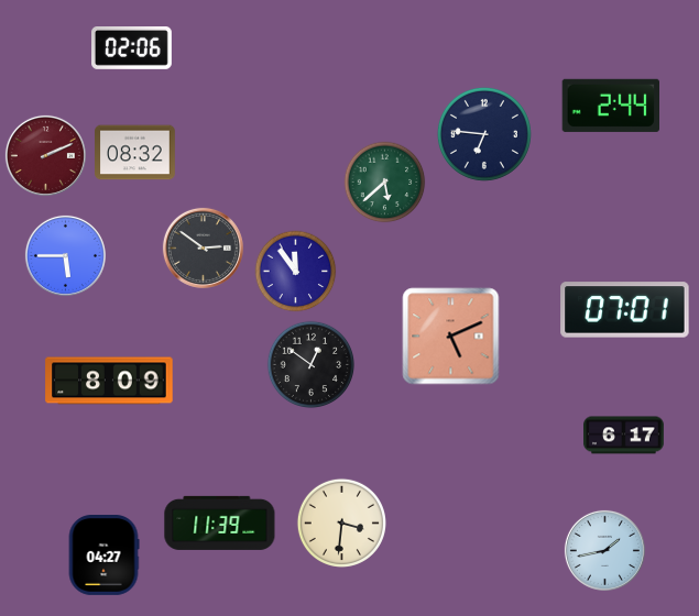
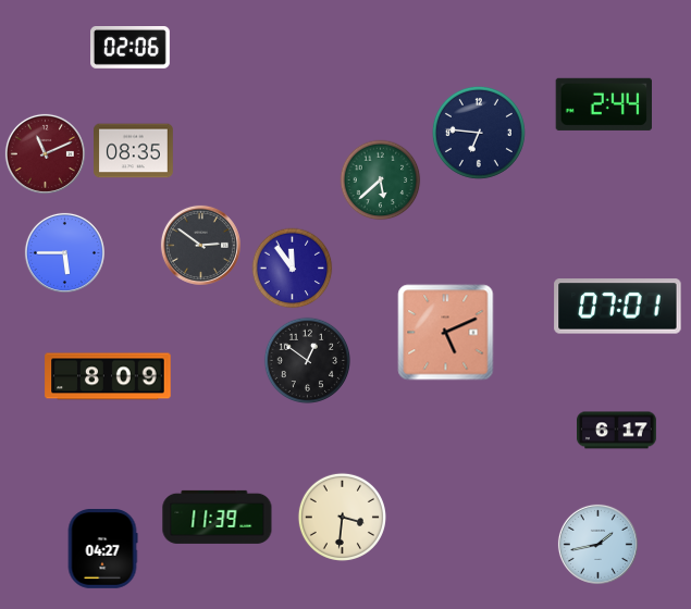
clock at (135, 153): 08:32 -> 08:35
clock at (45, 155): 2:11 -> 11:11
clock at (341, 522) position: (341, 522) -> (342, 517)
